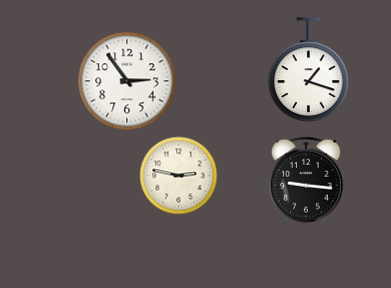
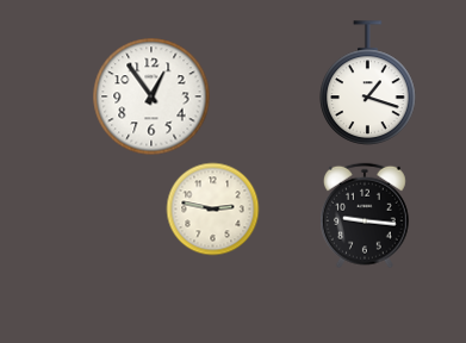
clock at (127, 81): 2:54 -> 12:54
